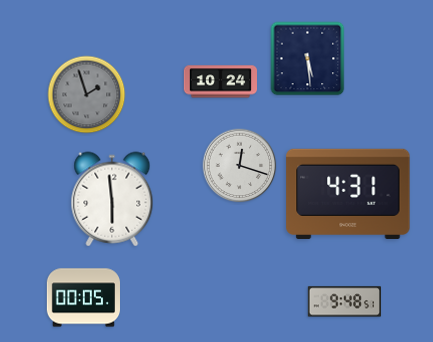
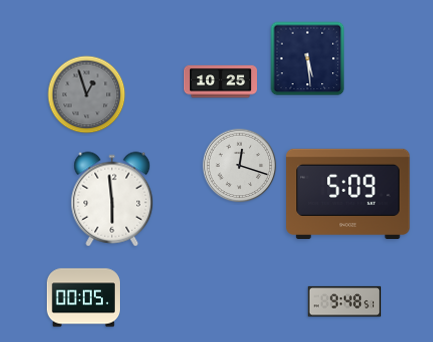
clock at (220, 82): 10:24 -> 10:25
clock at (87, 95): 1:57 -> 12:57
clock at (348, 194): 4:31 -> 5:09
